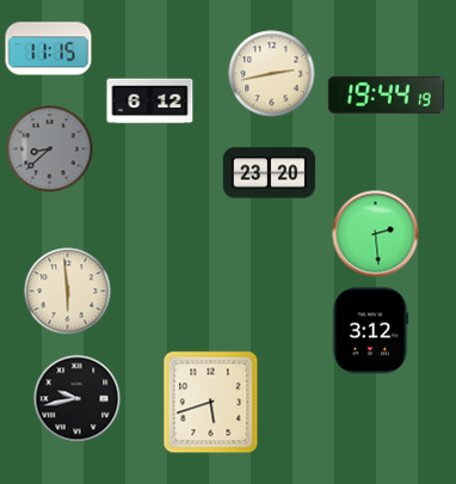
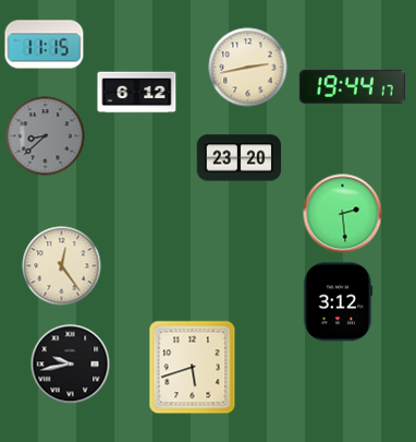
clock at (386, 94): 19:44:19 -> 19:44:17
clock at (270, 173) position: (270, 173) -> (240, 158)
clock at (68, 292): 5:59 -> 12:24
